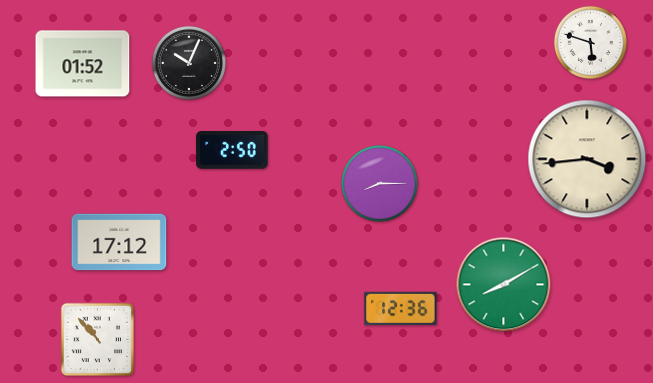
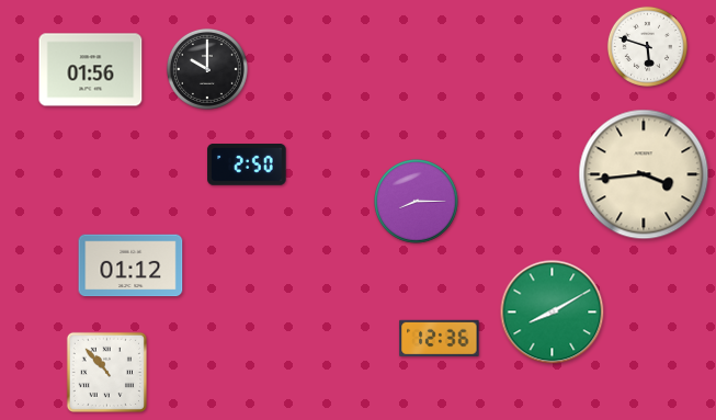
clock at (189, 63): 10:04 -> 10:00
clock at (83, 64): 01:52 -> 01:56
clock at (232, 151) position: (232, 151) -> (247, 166)
clock at (119, 242): 17:12 -> 01:12
